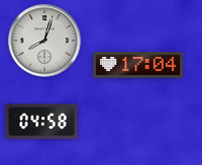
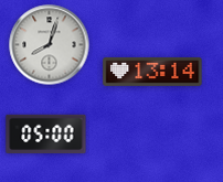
clock at (138, 65): 17:04 -> 13:14
clock at (42, 121): 04:58 -> 05:00
